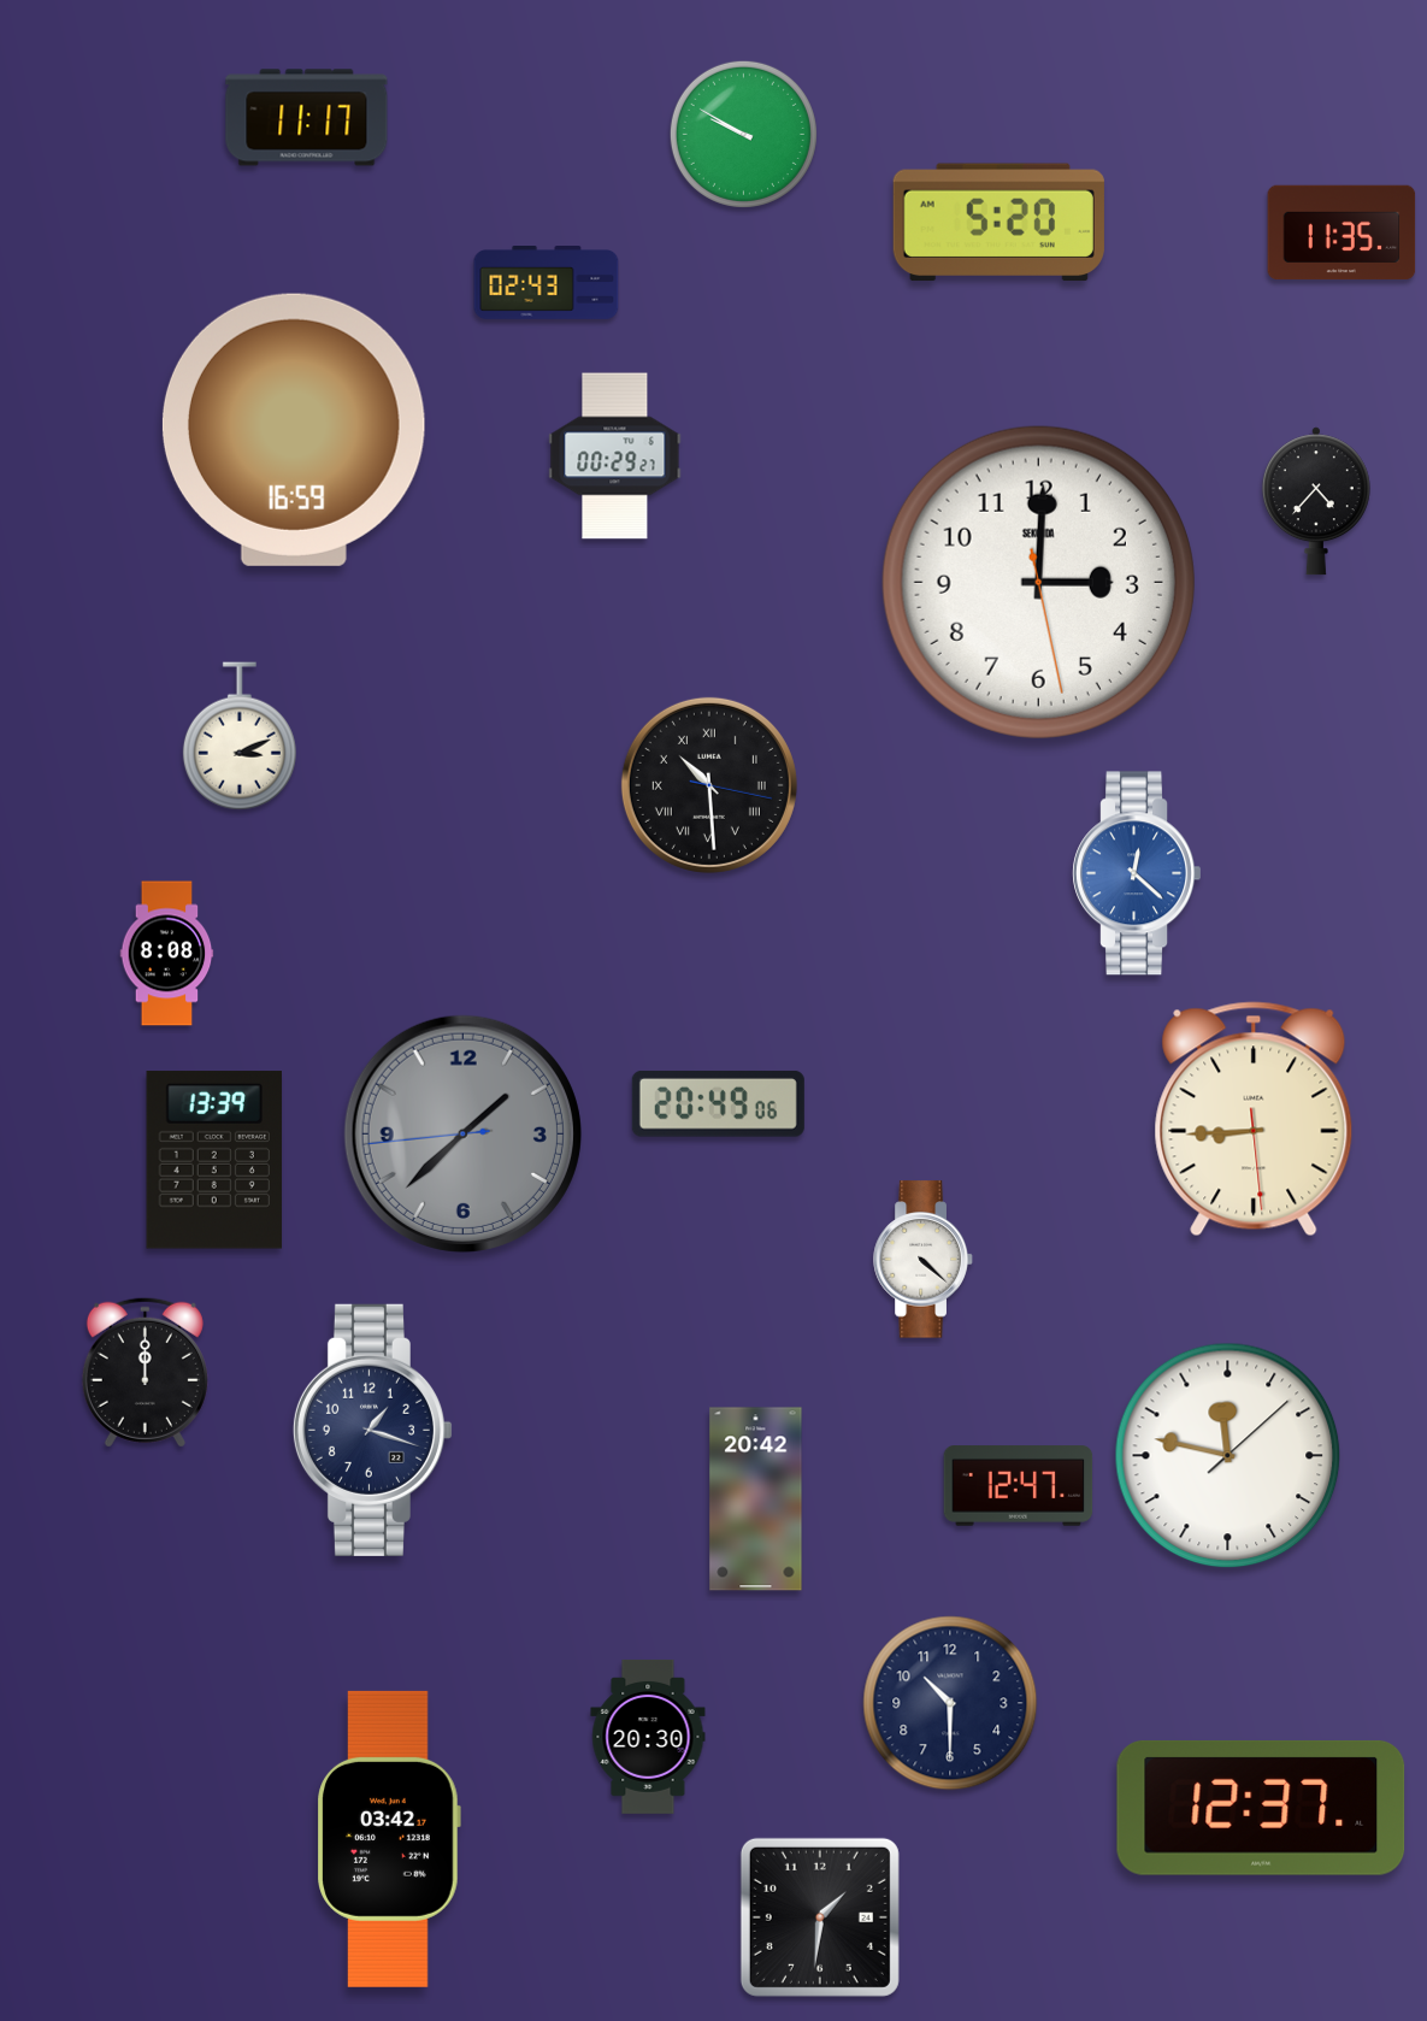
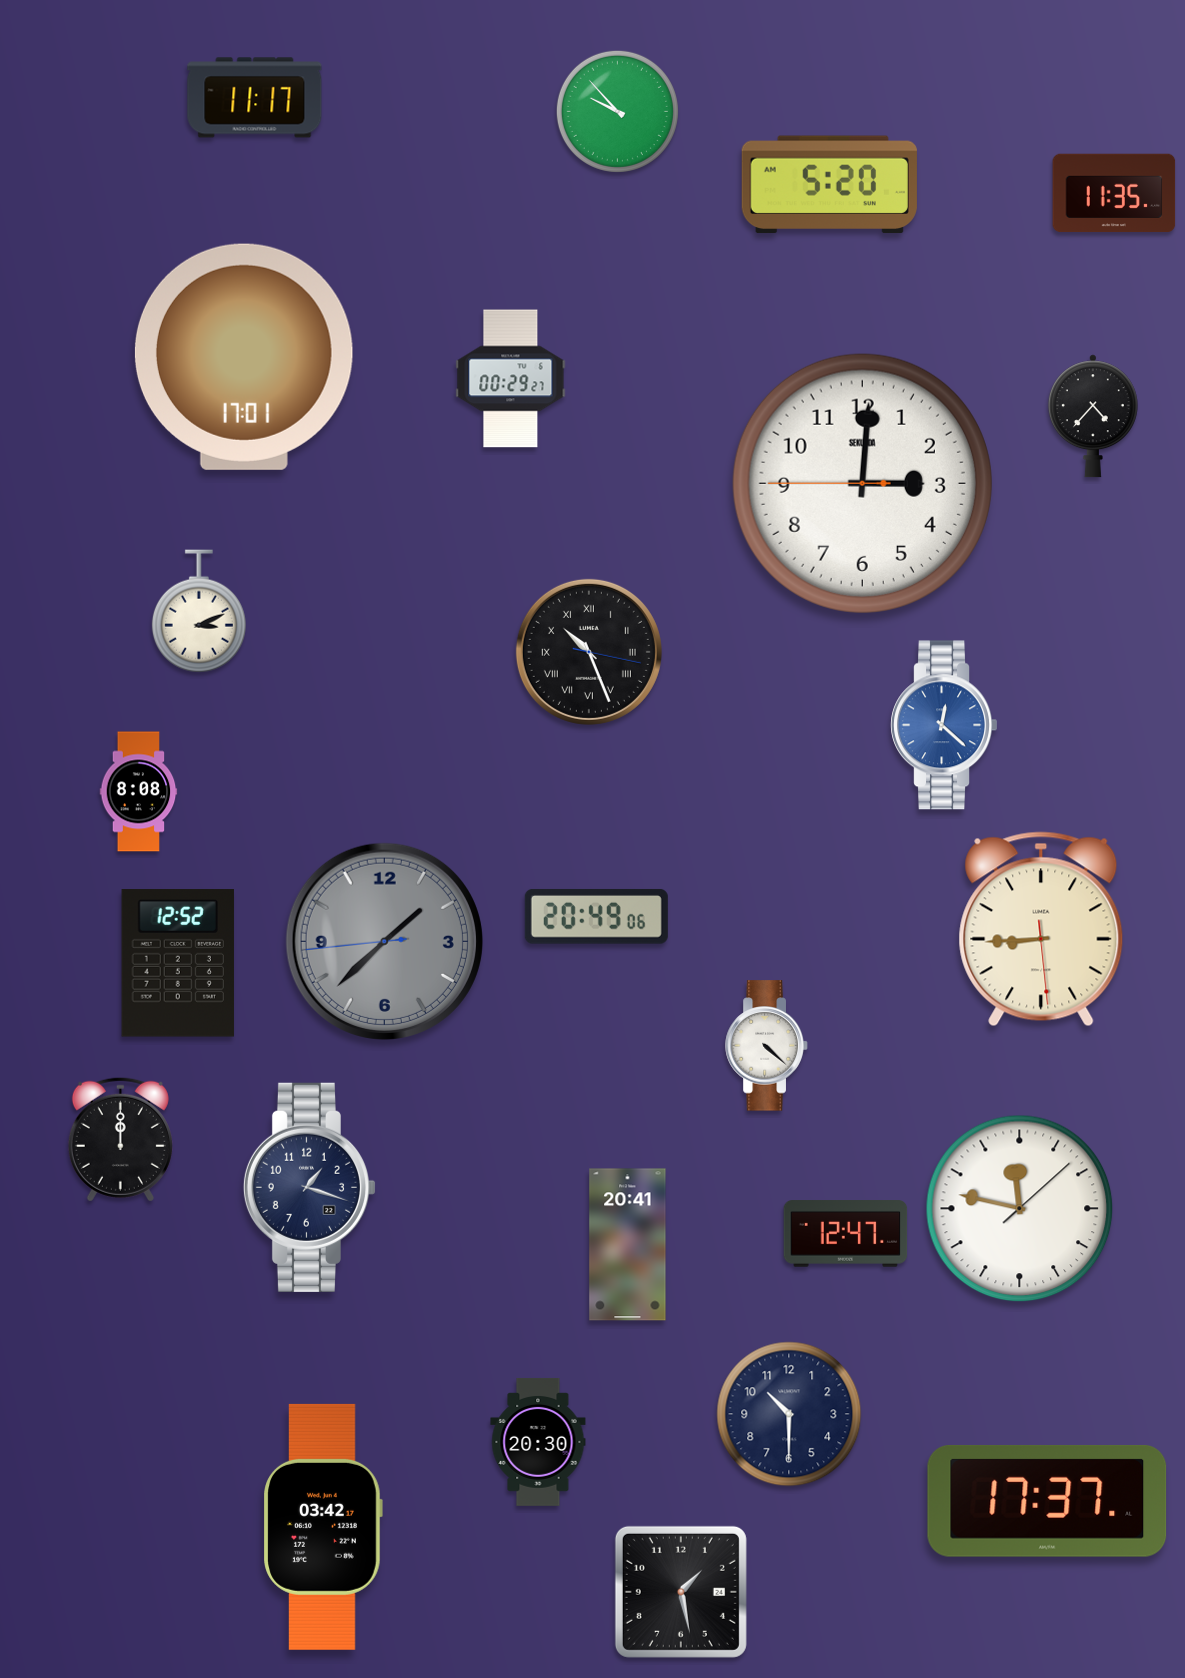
clock at (743, 134): 9:50 -> 9:53
clock at (547, 283): 02:43 -> none
clock at (294, 430): 16:59 -> 17:01
clock at (1038, 582): 3:00:28 -> 3:00:45
clock at (709, 785): 10:29 -> 10:26
clock at (214, 1160): 13:39 -> 12:52
clock at (756, 1499): 20:42 -> 20:41
clock at (1261, 1808): 12:37 -> 17:37
clock at (820, 1917): 1:31 -> 1:28
